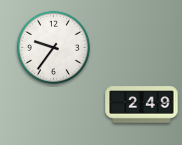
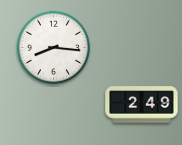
clock at (53, 47): 9:36 -> 8:16
